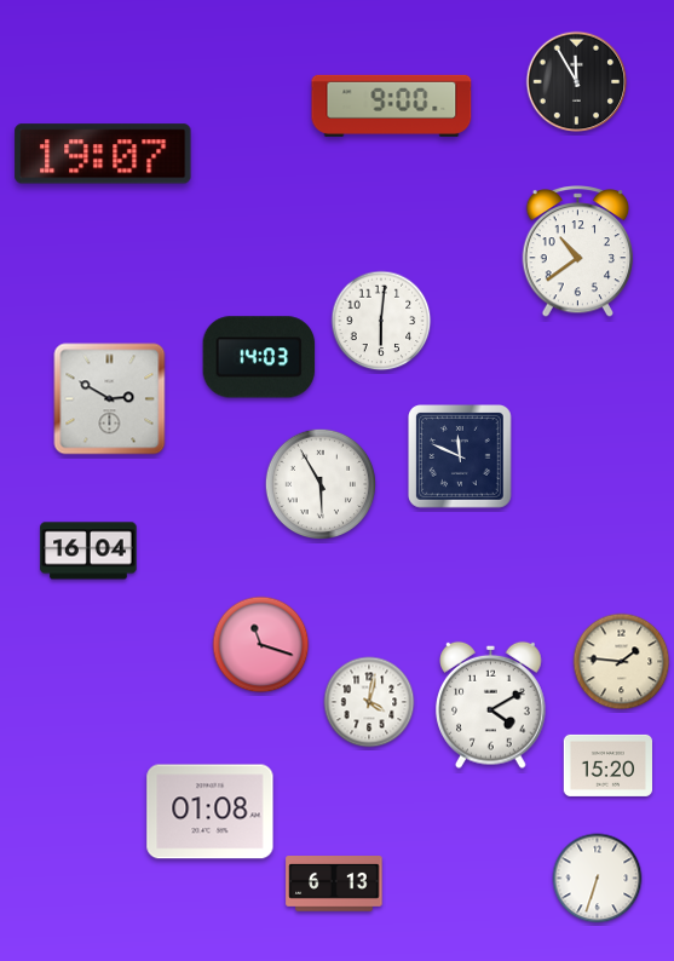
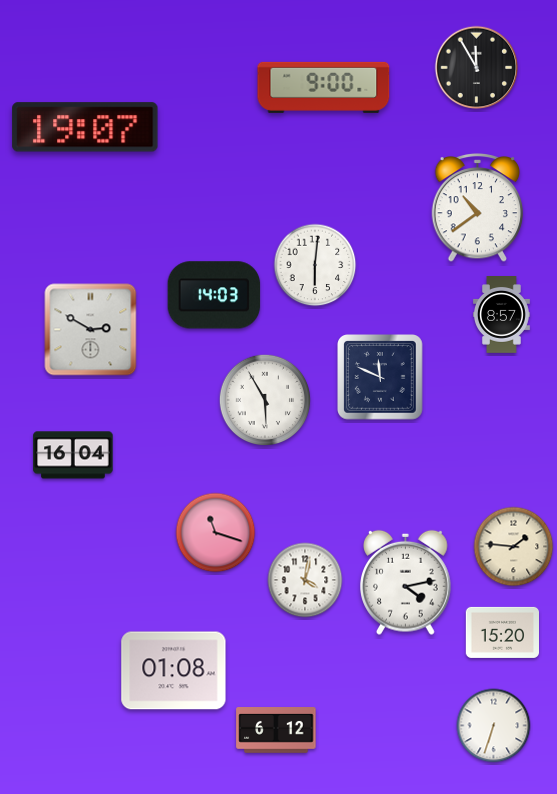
clock at (502, 315): none -> 8:57
clock at (491, 704): 4:10 -> 4:13
clock at (334, 885): 6:13 -> 6:12
